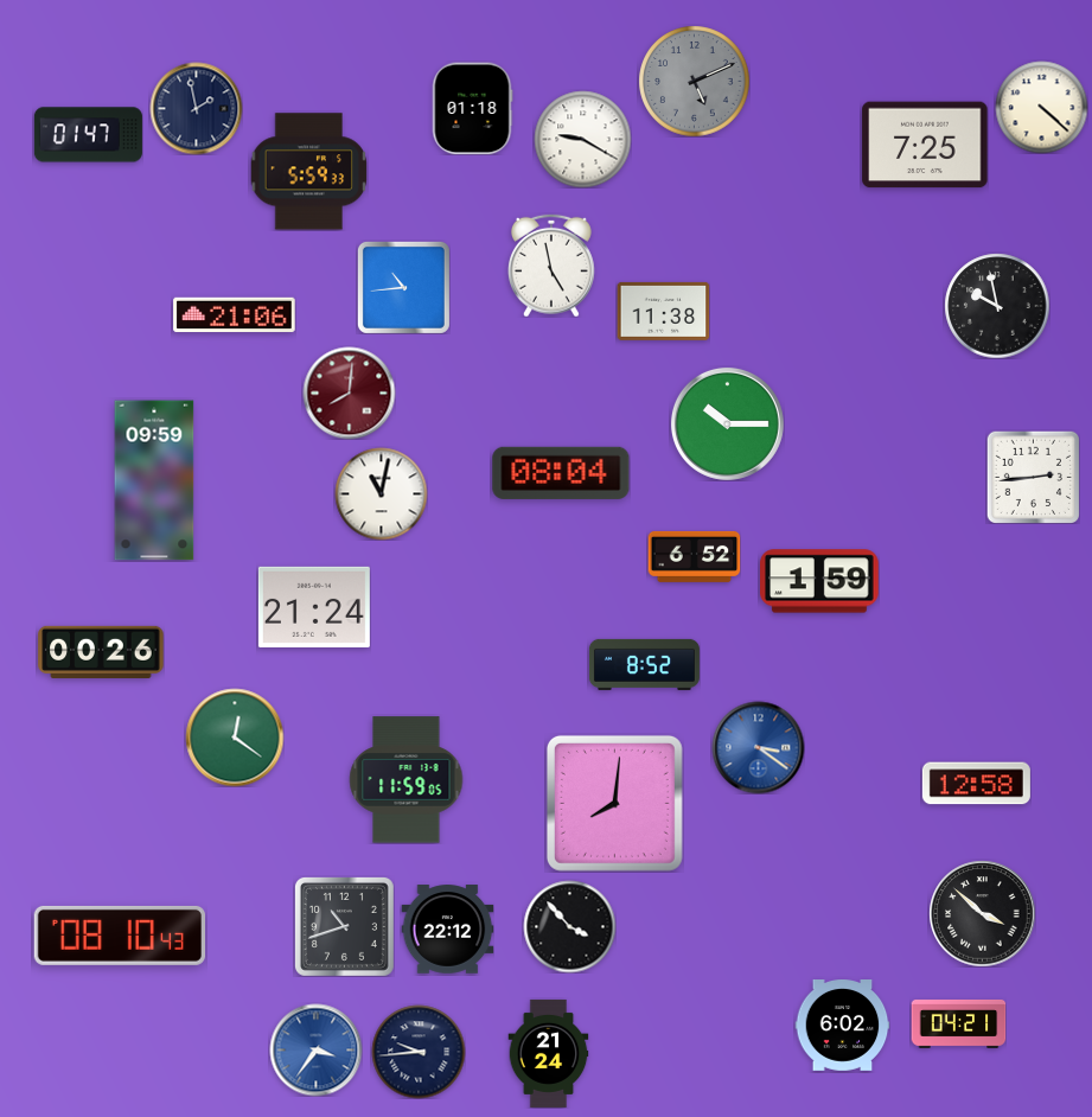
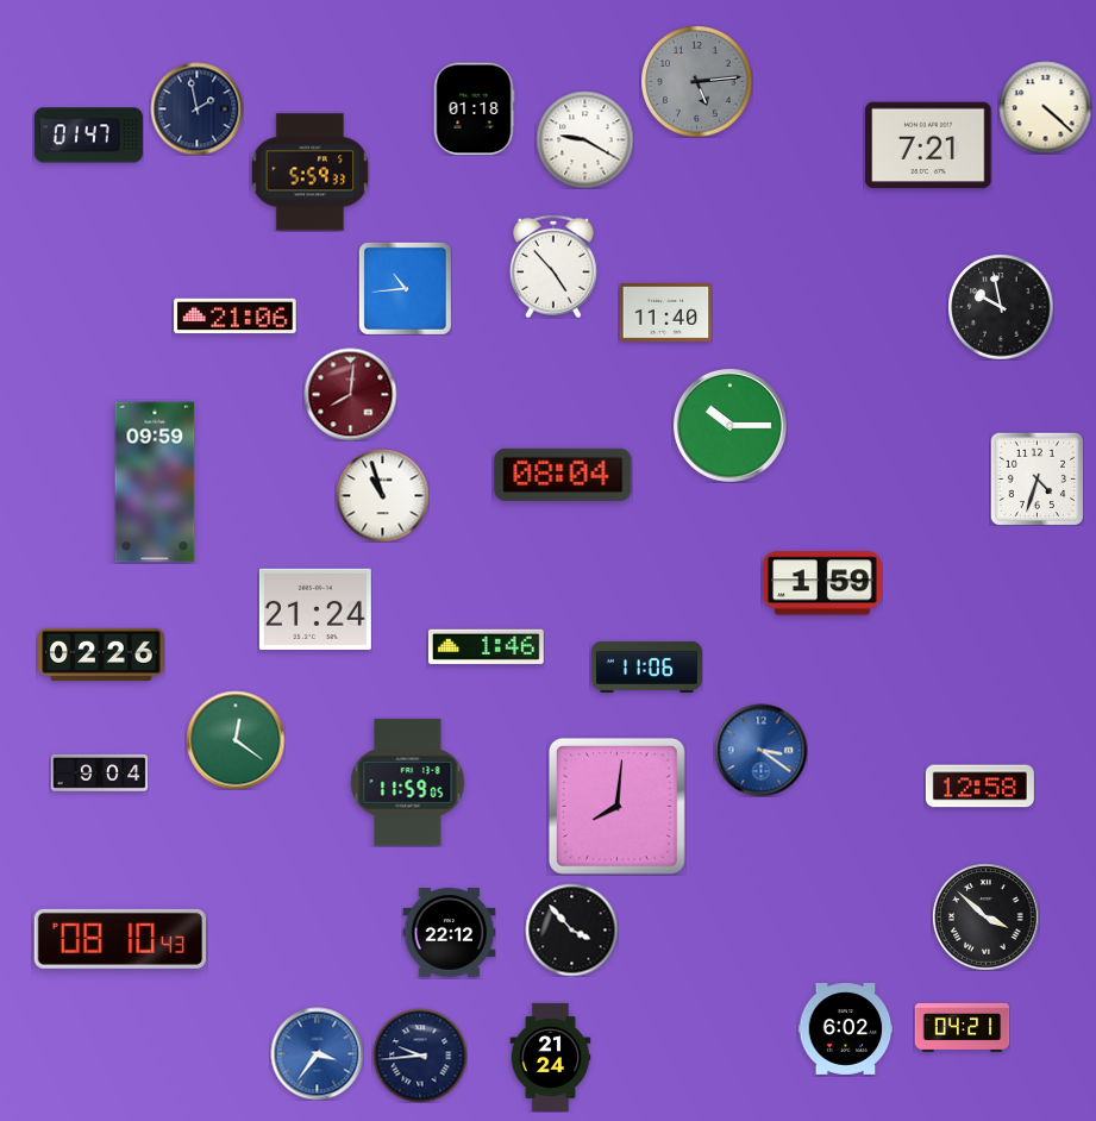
clock at (694, 81): 5:11 -> 5:14
clock at (925, 145): 7:25 -> 7:21
clock at (551, 266): 4:58 -> 4:53
clock at (663, 311): 11:38 -> 11:40
clock at (1033, 477): 2:44 -> 4:33
clock at (381, 493): 11:02 -> 10:57
clock at (694, 556): 6:52 -> none
clock at (486, 646): none -> 1:46
clock at (101, 652): 00:26 -> 02:26
clock at (644, 664): 8:52 -> 11:06
clock at (99, 772): none -> 9:04
clock at (344, 926): 10:42 -> none
